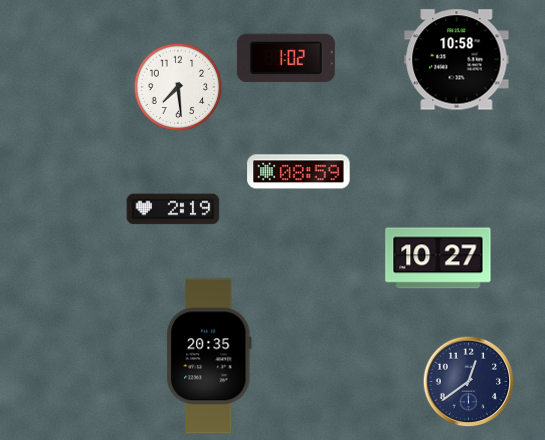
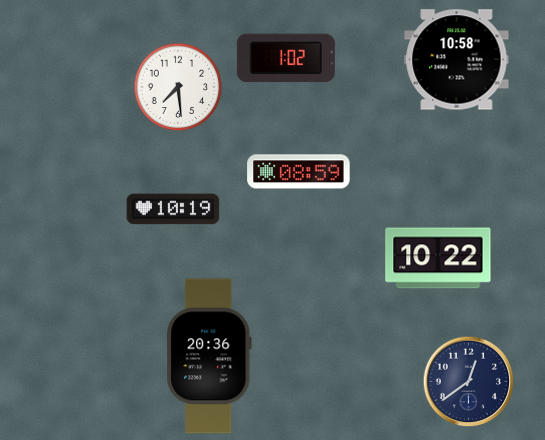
clock at (173, 209): 2:19 -> 10:19
clock at (438, 258): 10:27 -> 10:22
clock at (209, 356): 20:35 -> 20:36
